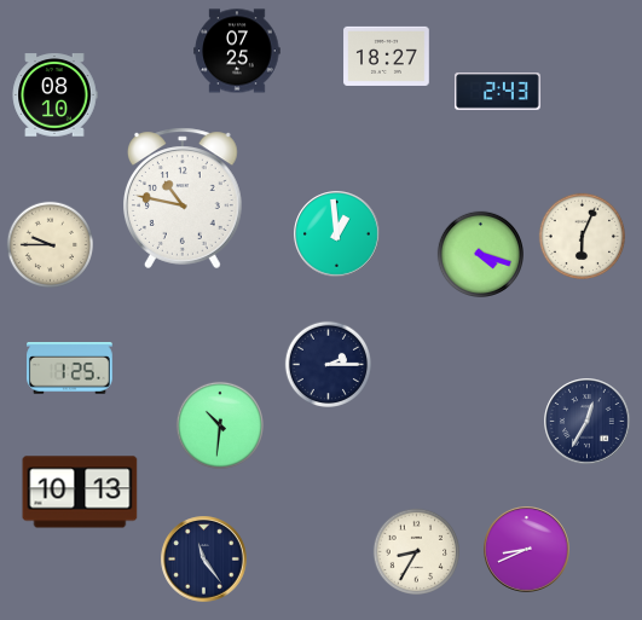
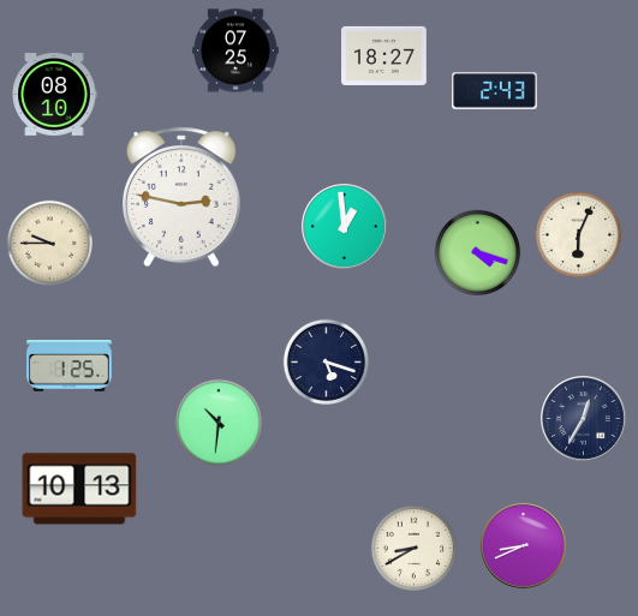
clock at (184, 198): 10:47 -> 2:47
clock at (337, 234) position: (337, 234) -> (345, 227)
clock at (329, 365): 2:15 -> 5:18
clock at (417, 552): 8:35 -> 8:40
clock at (204, 560): 11:24 -> none
